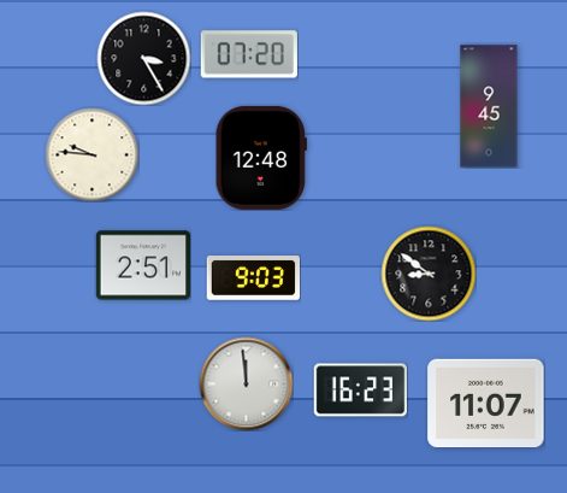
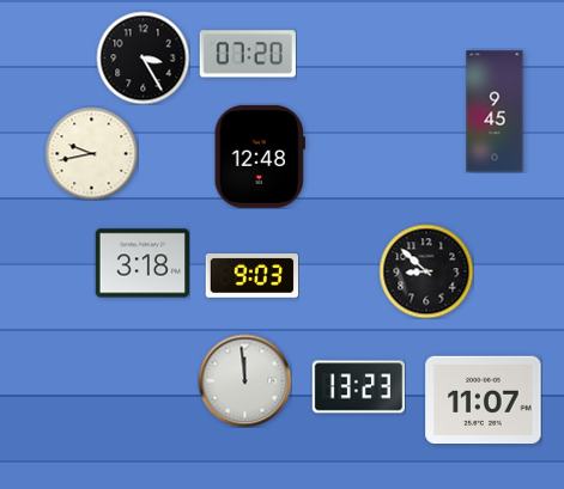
clock at (489, 106) position: (489, 106) -> (495, 111)
clock at (91, 154): 9:46 -> 9:43
clock at (142, 265): 2:51 -> 3:18
clock at (429, 274): 8:51 -> 8:52
clock at (360, 391): 16:23 -> 13:23
